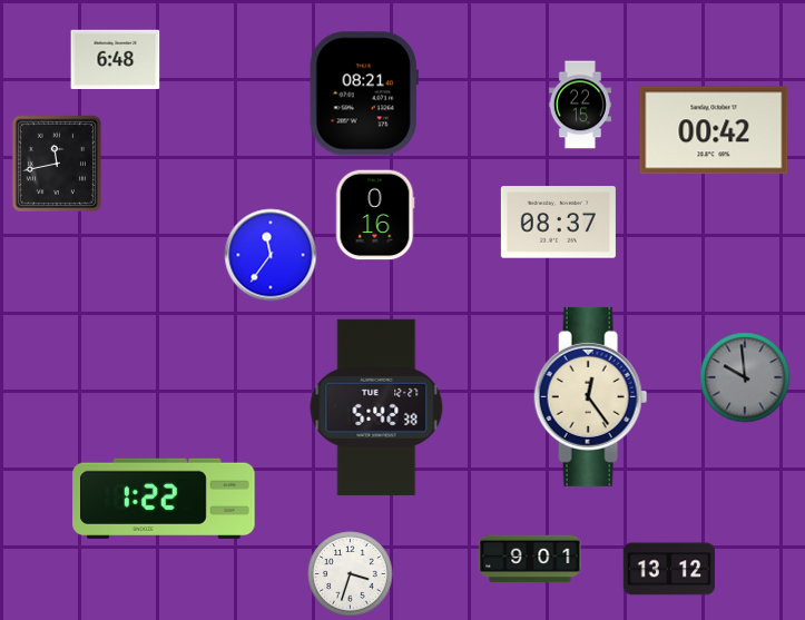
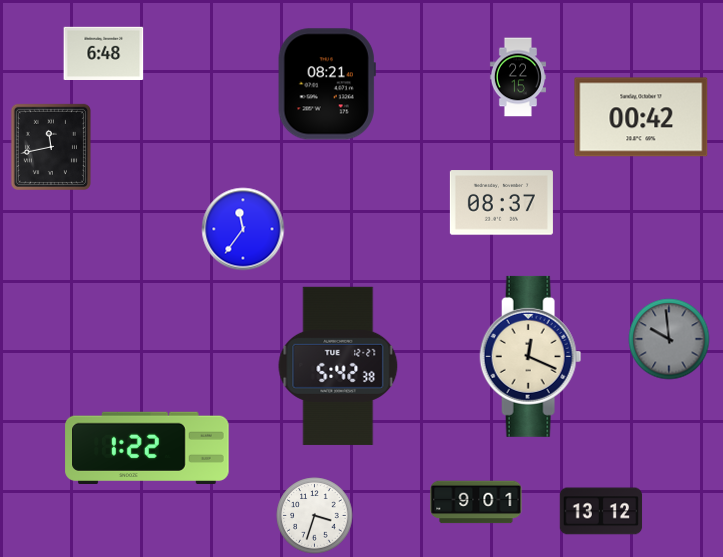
clock at (580, 105) position: (580, 105) -> (518, 77)
clock at (375, 215): 0:16 -> none
clock at (558, 223) position: (558, 223) -> (501, 203)
clock at (591, 396): 12:24 -> 12:19
